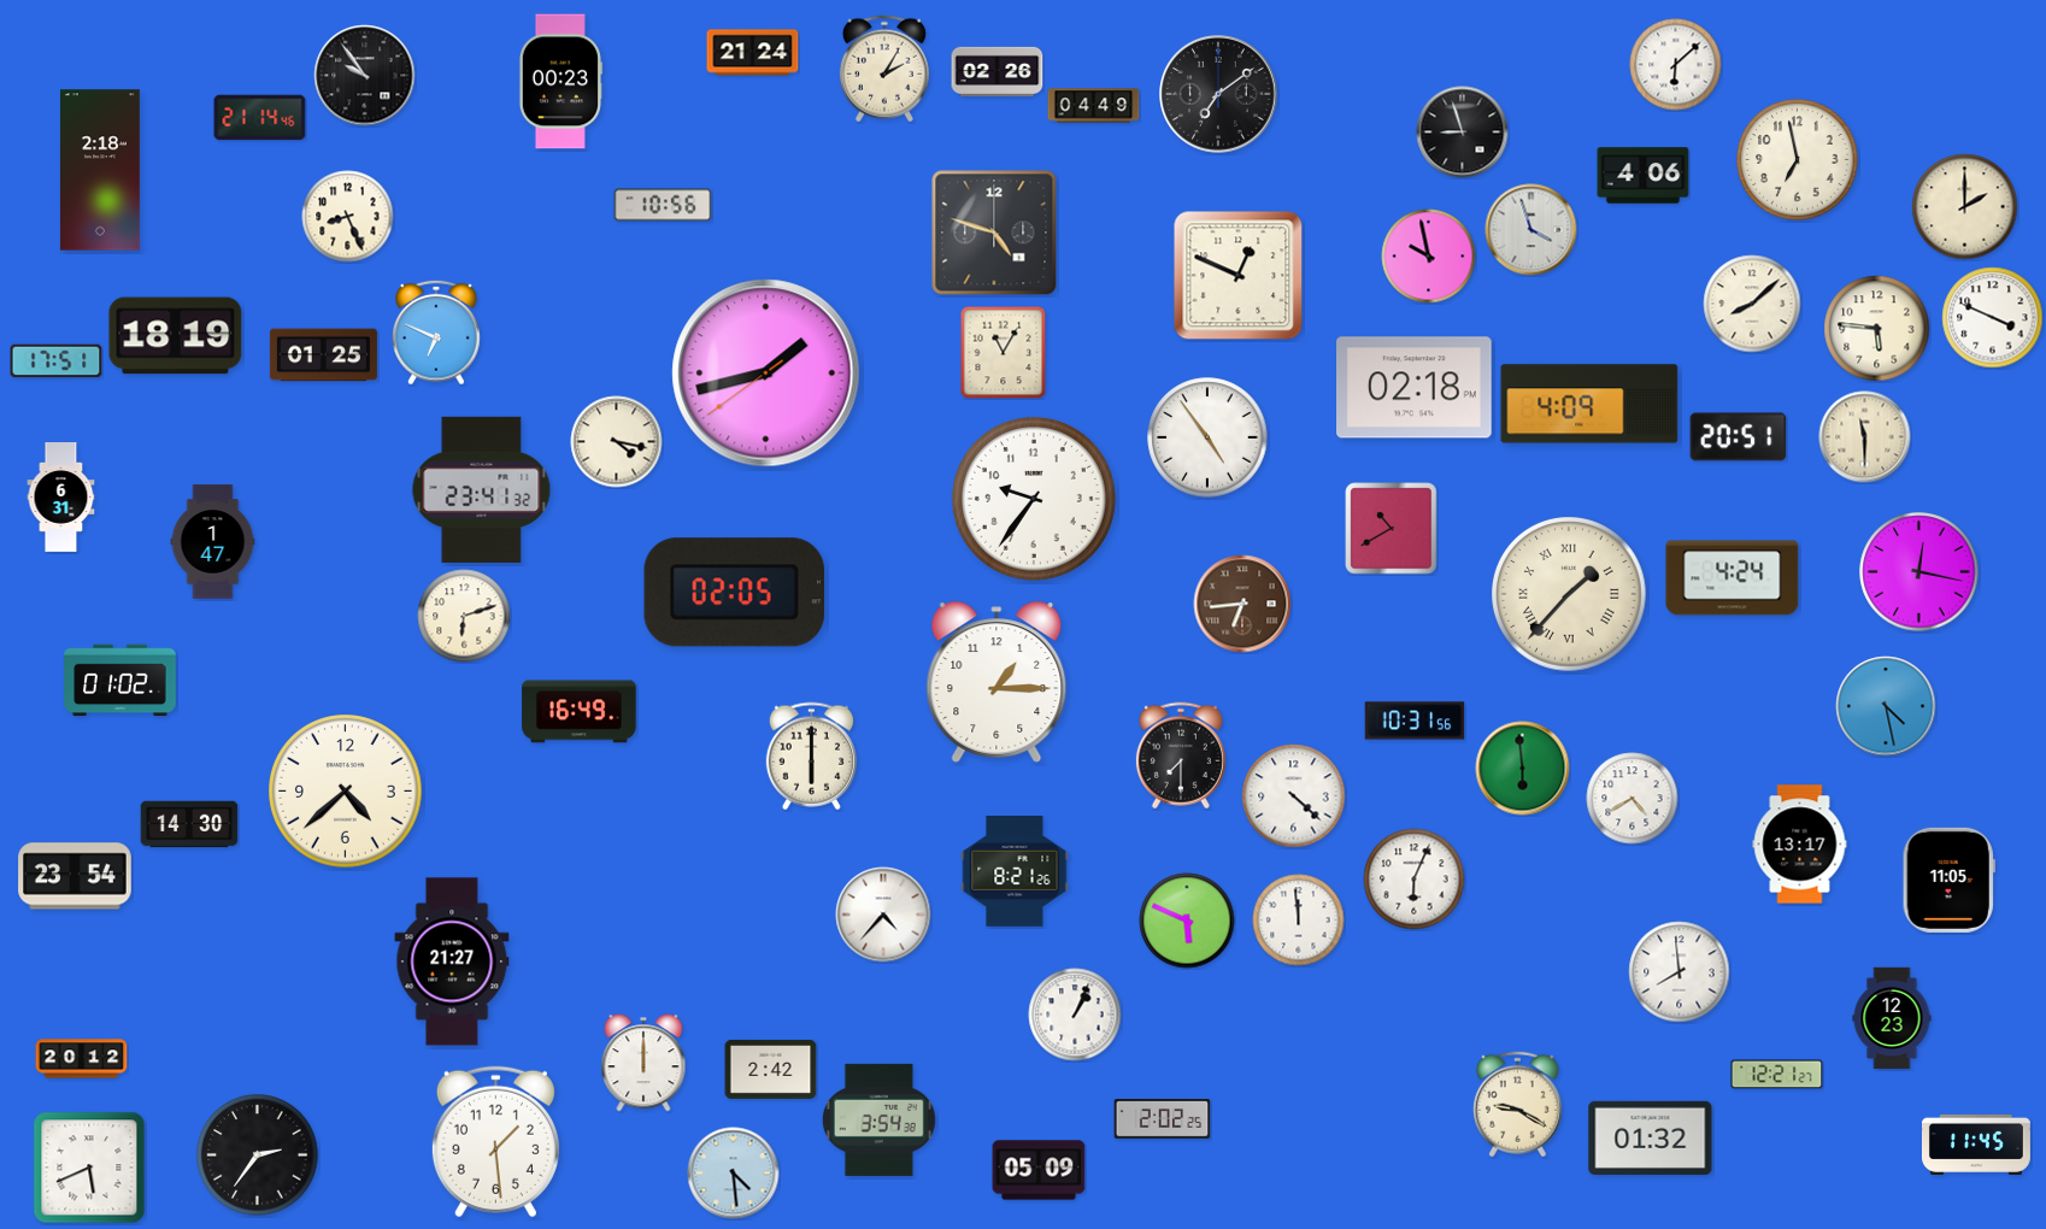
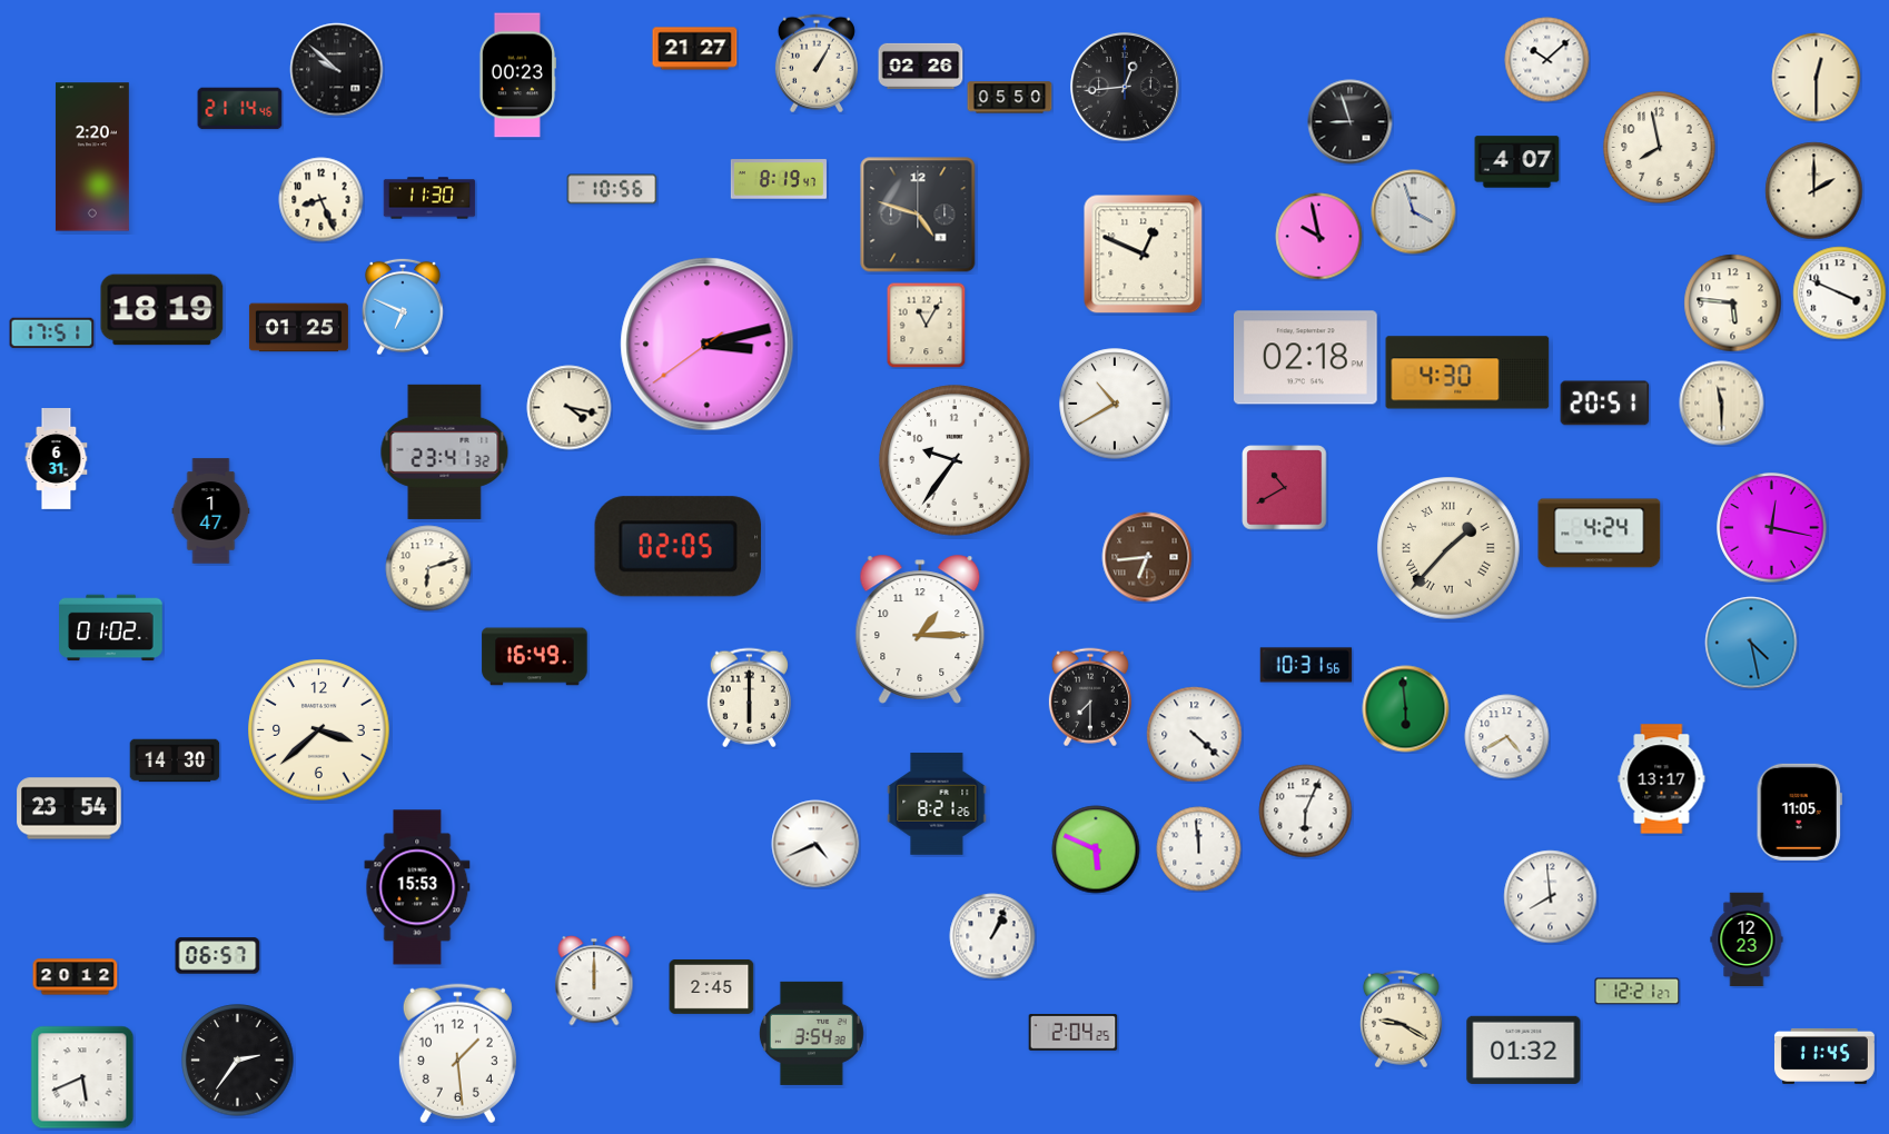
clock at (753, 53): 21:24 -> 21:27
clock at (1676, 65): 6:08 -> 10:08
clock at (884, 69): 2:05 -> 1:05
clock at (365, 76): 9:54 -> 9:52
clock at (1817, 78): none -> 12:30
clock at (1218, 94): 7:09 -> 12:44
clock at (1094, 106): 04:49 -> 05:50
clock at (1798, 160): 6:58 -> 7:58
clock at (100, 170): 2:18 -> 2:20
clock at (1644, 176): 4:06 -> 4:07
clock at (779, 179): none -> 8:19
clock at (429, 198): none -> 11:30
clock at (1752, 304): 8:08 -> none
clock at (766, 374): 1:42 -> 3:12
clock at (1589, 404): 4:09 -> 4:30
clock at (1207, 437): 4:54 -> 10:40
clock at (213, 542) position: (213, 542) -> (211, 511)
clock at (1886, 706) position: (1886, 706) -> (1751, 643)
clock at (346, 792): 4:38 -> 3:38
clock at (883, 915): 4:37 -> 4:41
clock at (452, 962): 21:27 -> 15:53
clock at (218, 956): none -> 06:57
clock at (771, 1069): 2:42 -> 2:45
clock at (1777, 1075) position: (1777, 1075) -> (1638, 992)
clock at (1163, 1119): 2:02 -> 2:04
clock at (258, 1156) position: (258, 1156) -> (238, 1061)
clock at (1039, 1170): 05:09 -> none
clock at (734, 1174): 4:29 -> none
